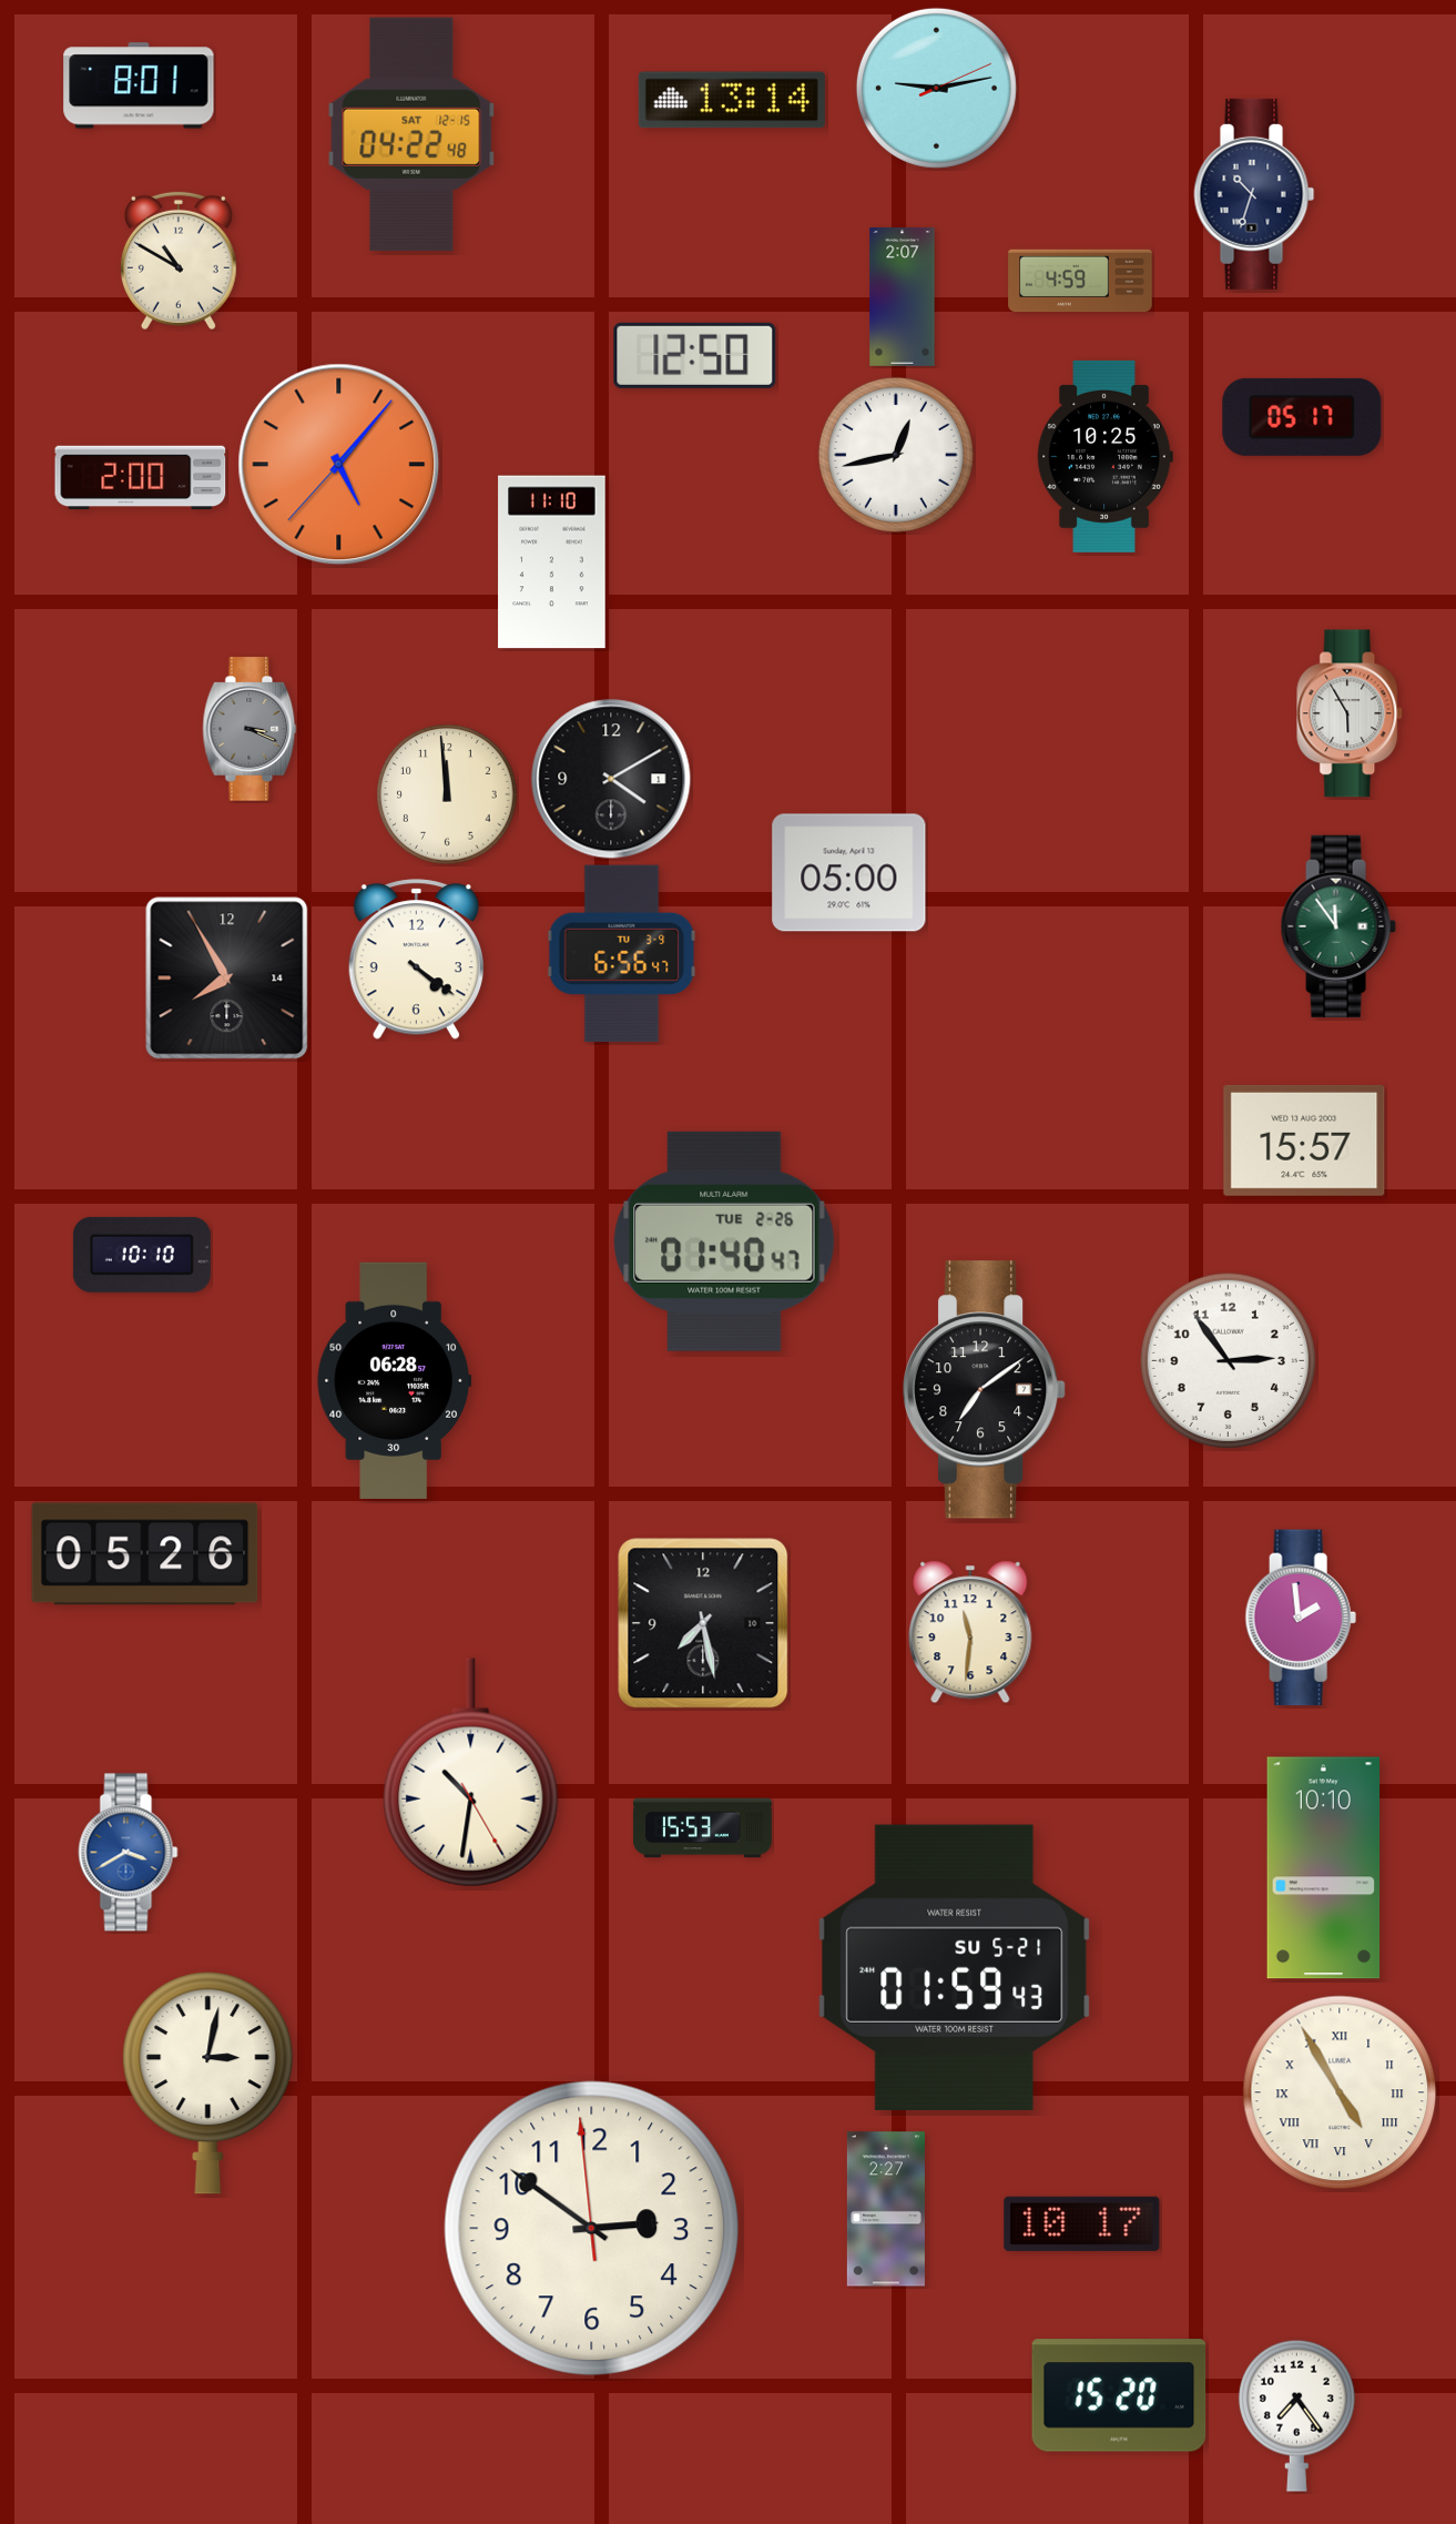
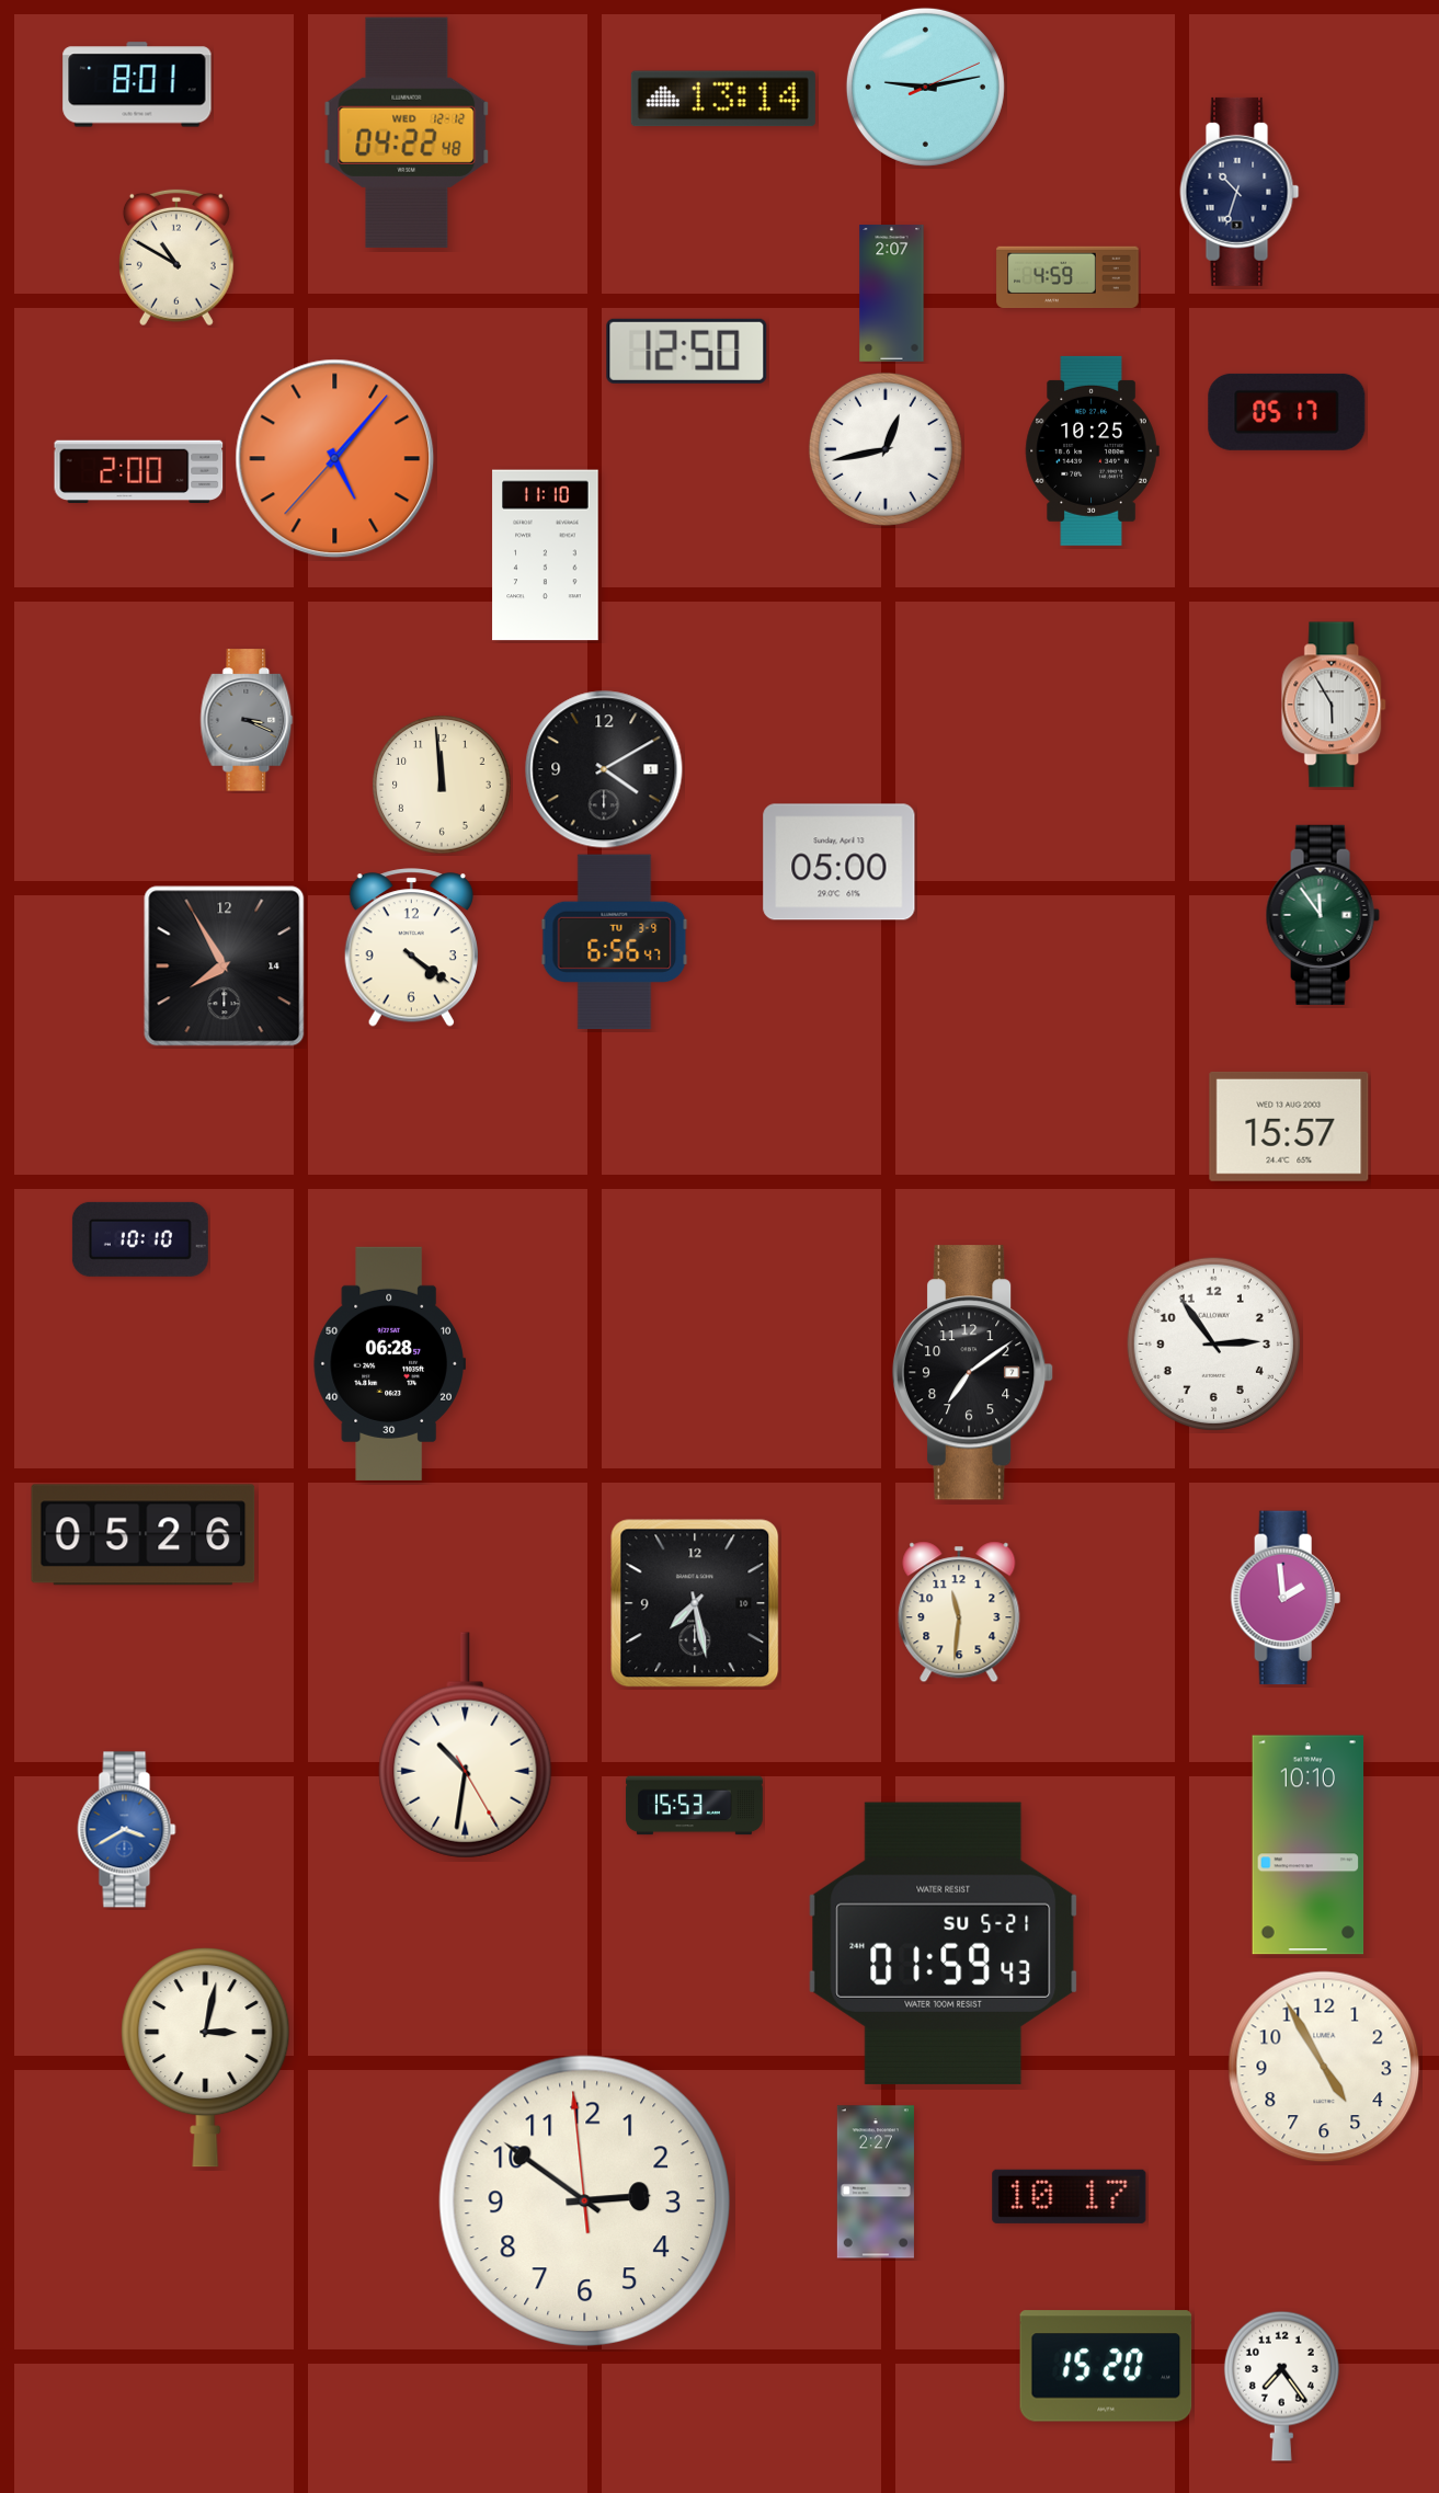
clock at (411, 134) date: SAT 12-15 -> WED 12-12
clock at (725, 1241): 01:40 -> none
clock at (471, 1773) position: (471, 1773) -> (466, 1746)
clock at (1340, 2092) numerals: Roman -> Arabic
